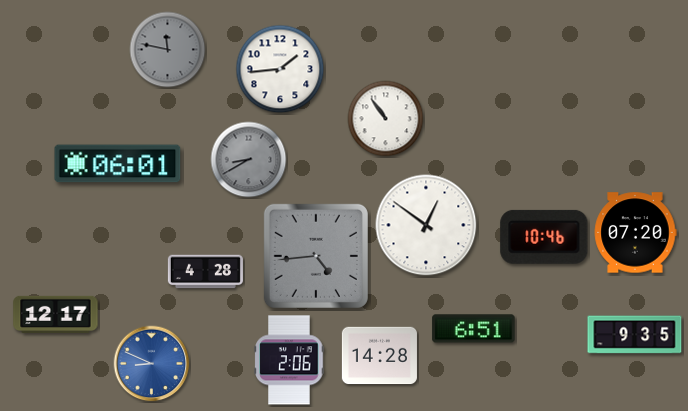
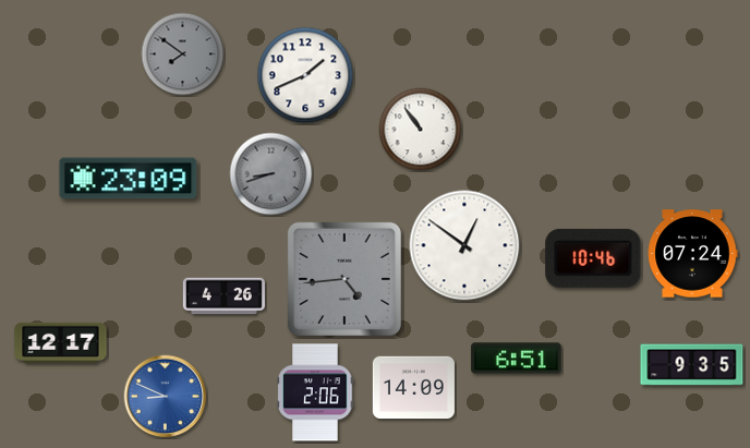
clock at (168, 50): 11:47 -> 7:51
clock at (280, 69): 1:44 -> 1:41
clock at (249, 160): 8:40 -> 8:42
clock at (118, 164): 06:01 -> 23:09
clock at (635, 233): 07:20 -> 07:24
clock at (205, 272): 4:28 -> 4:26
clock at (379, 356): 14:28 -> 14:09
